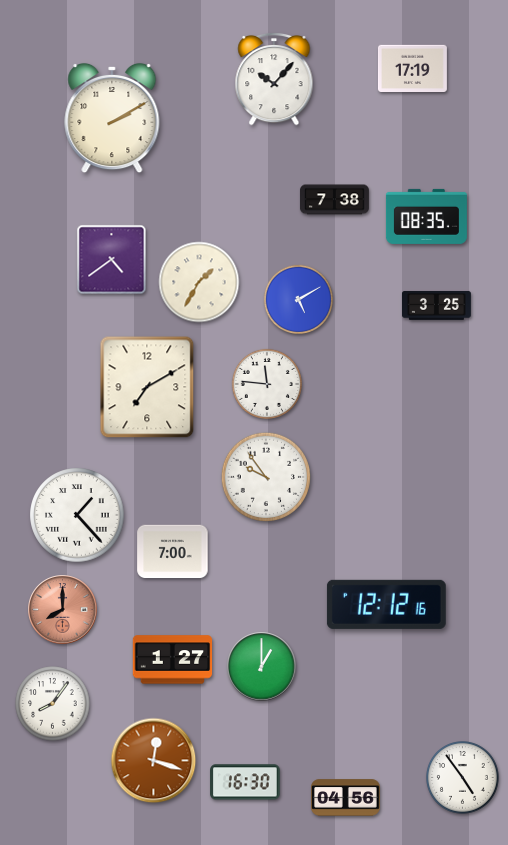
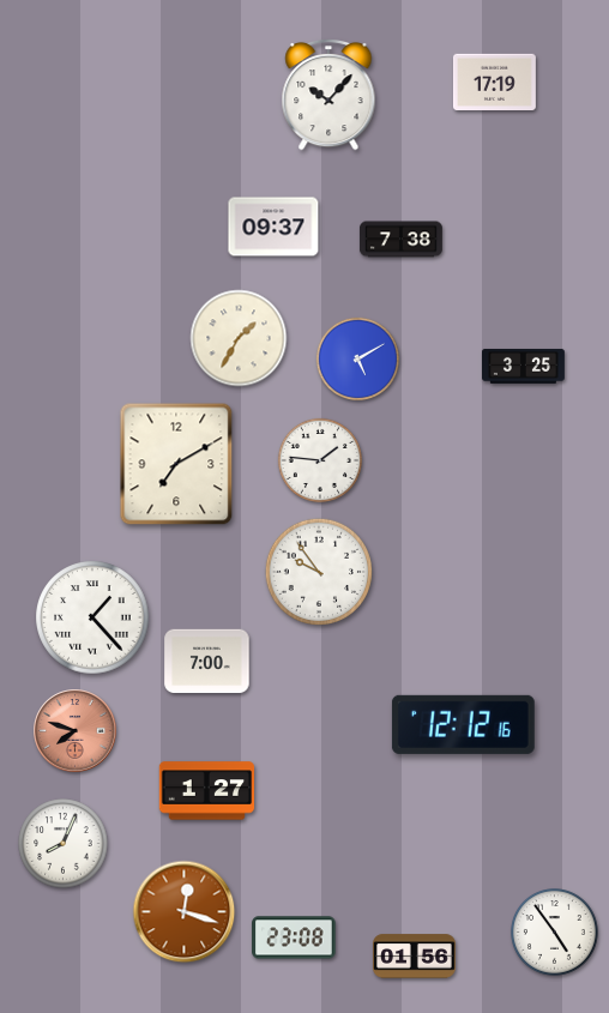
clock at (112, 118): 2:10 -> none
clock at (273, 227): none -> 09:37
clock at (426, 216): 08:35 -> none
clock at (112, 260): 4:39 -> none
clock at (267, 384): 11:46 -> 1:46
clock at (63, 610): 8:00 -> 7:48
clock at (262, 667): 1:00 -> none
clock at (53, 704): 8:06 -> 8:04
clock at (245, 782): 16:30 -> 23:08
clock at (346, 798): 04:56 -> 01:56
